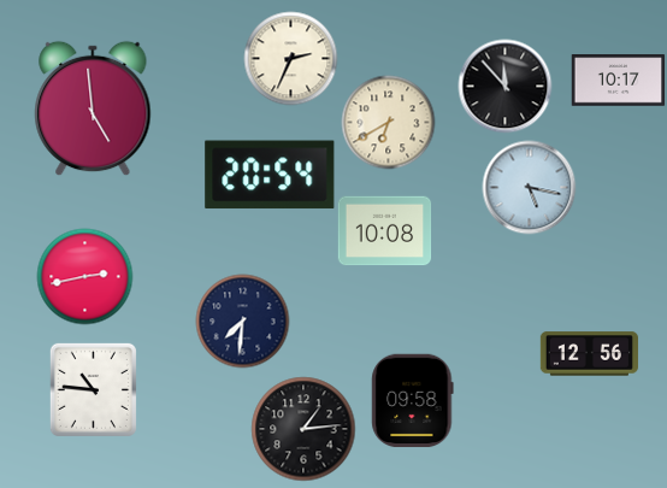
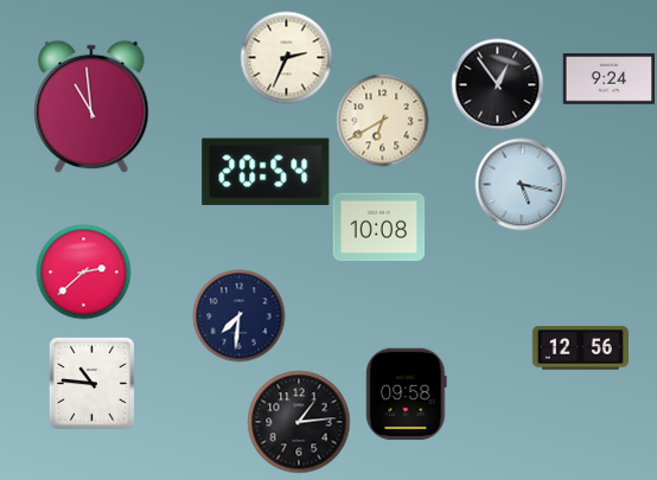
clock at (618, 81): 10:17 -> 9:24
clock at (504, 86): 11:53 -> 12:54
clock at (93, 108): 4:59 -> 10:59
clock at (84, 276): 2:43 -> 2:38
